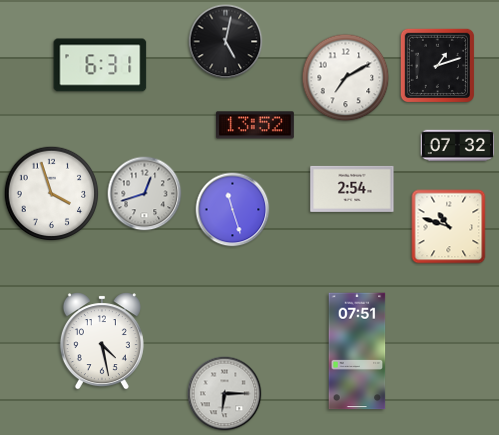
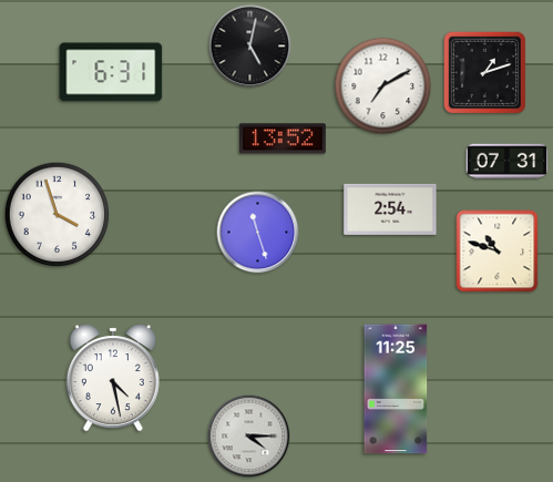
clock at (458, 146): 07:32 -> 07:31
clock at (145, 194): 12:42 -> none
clock at (357, 351): 07:51 -> 11:25
clock at (225, 394): 6:15 -> 4:15
